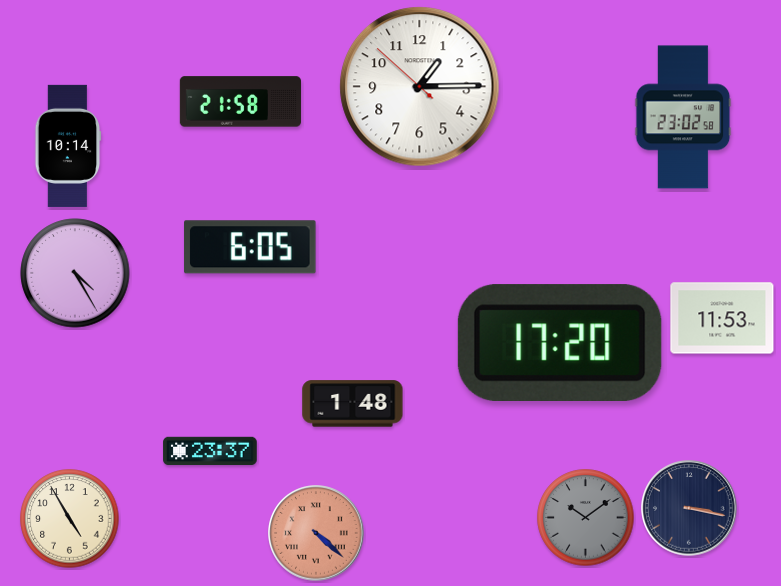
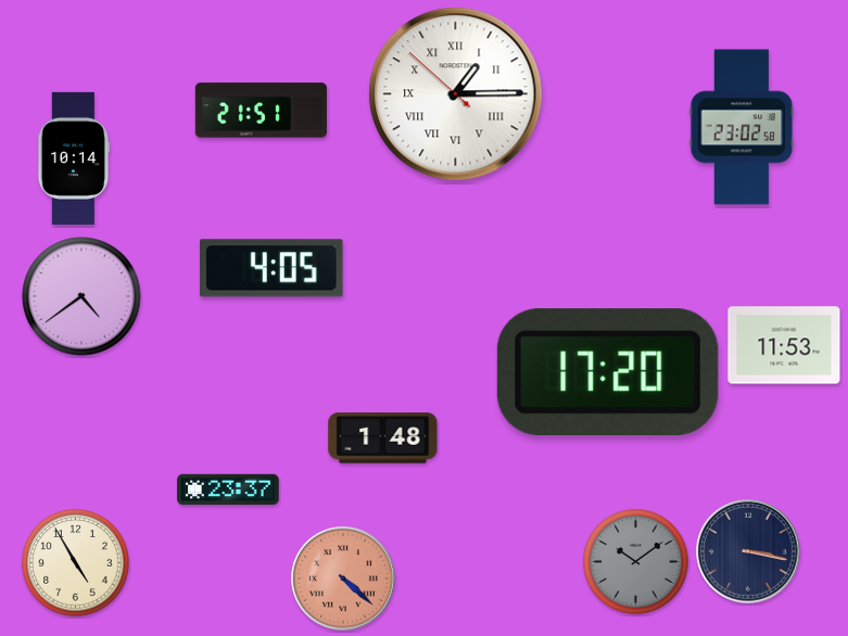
clock at (420, 87) numerals: Arabic -> Roman
clock at (240, 102): 21:58 -> 21:51
clock at (250, 247): 6:05 -> 4:05
clock at (75, 273): 4:25 -> 4:39
